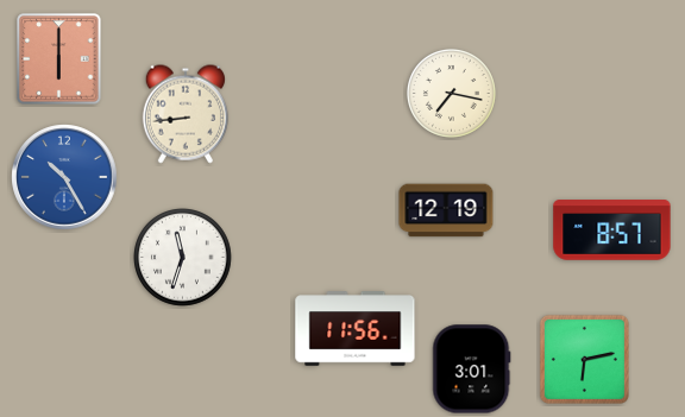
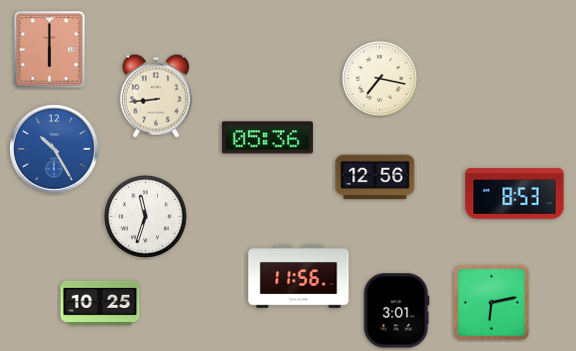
clock at (267, 138): none -> 05:36
clock at (446, 210): 12:19 -> 12:56
clock at (612, 230): 8:57 -> 8:53
clock at (183, 258) position: (183, 258) -> (146, 217)
clock at (100, 303): none -> 10:25
